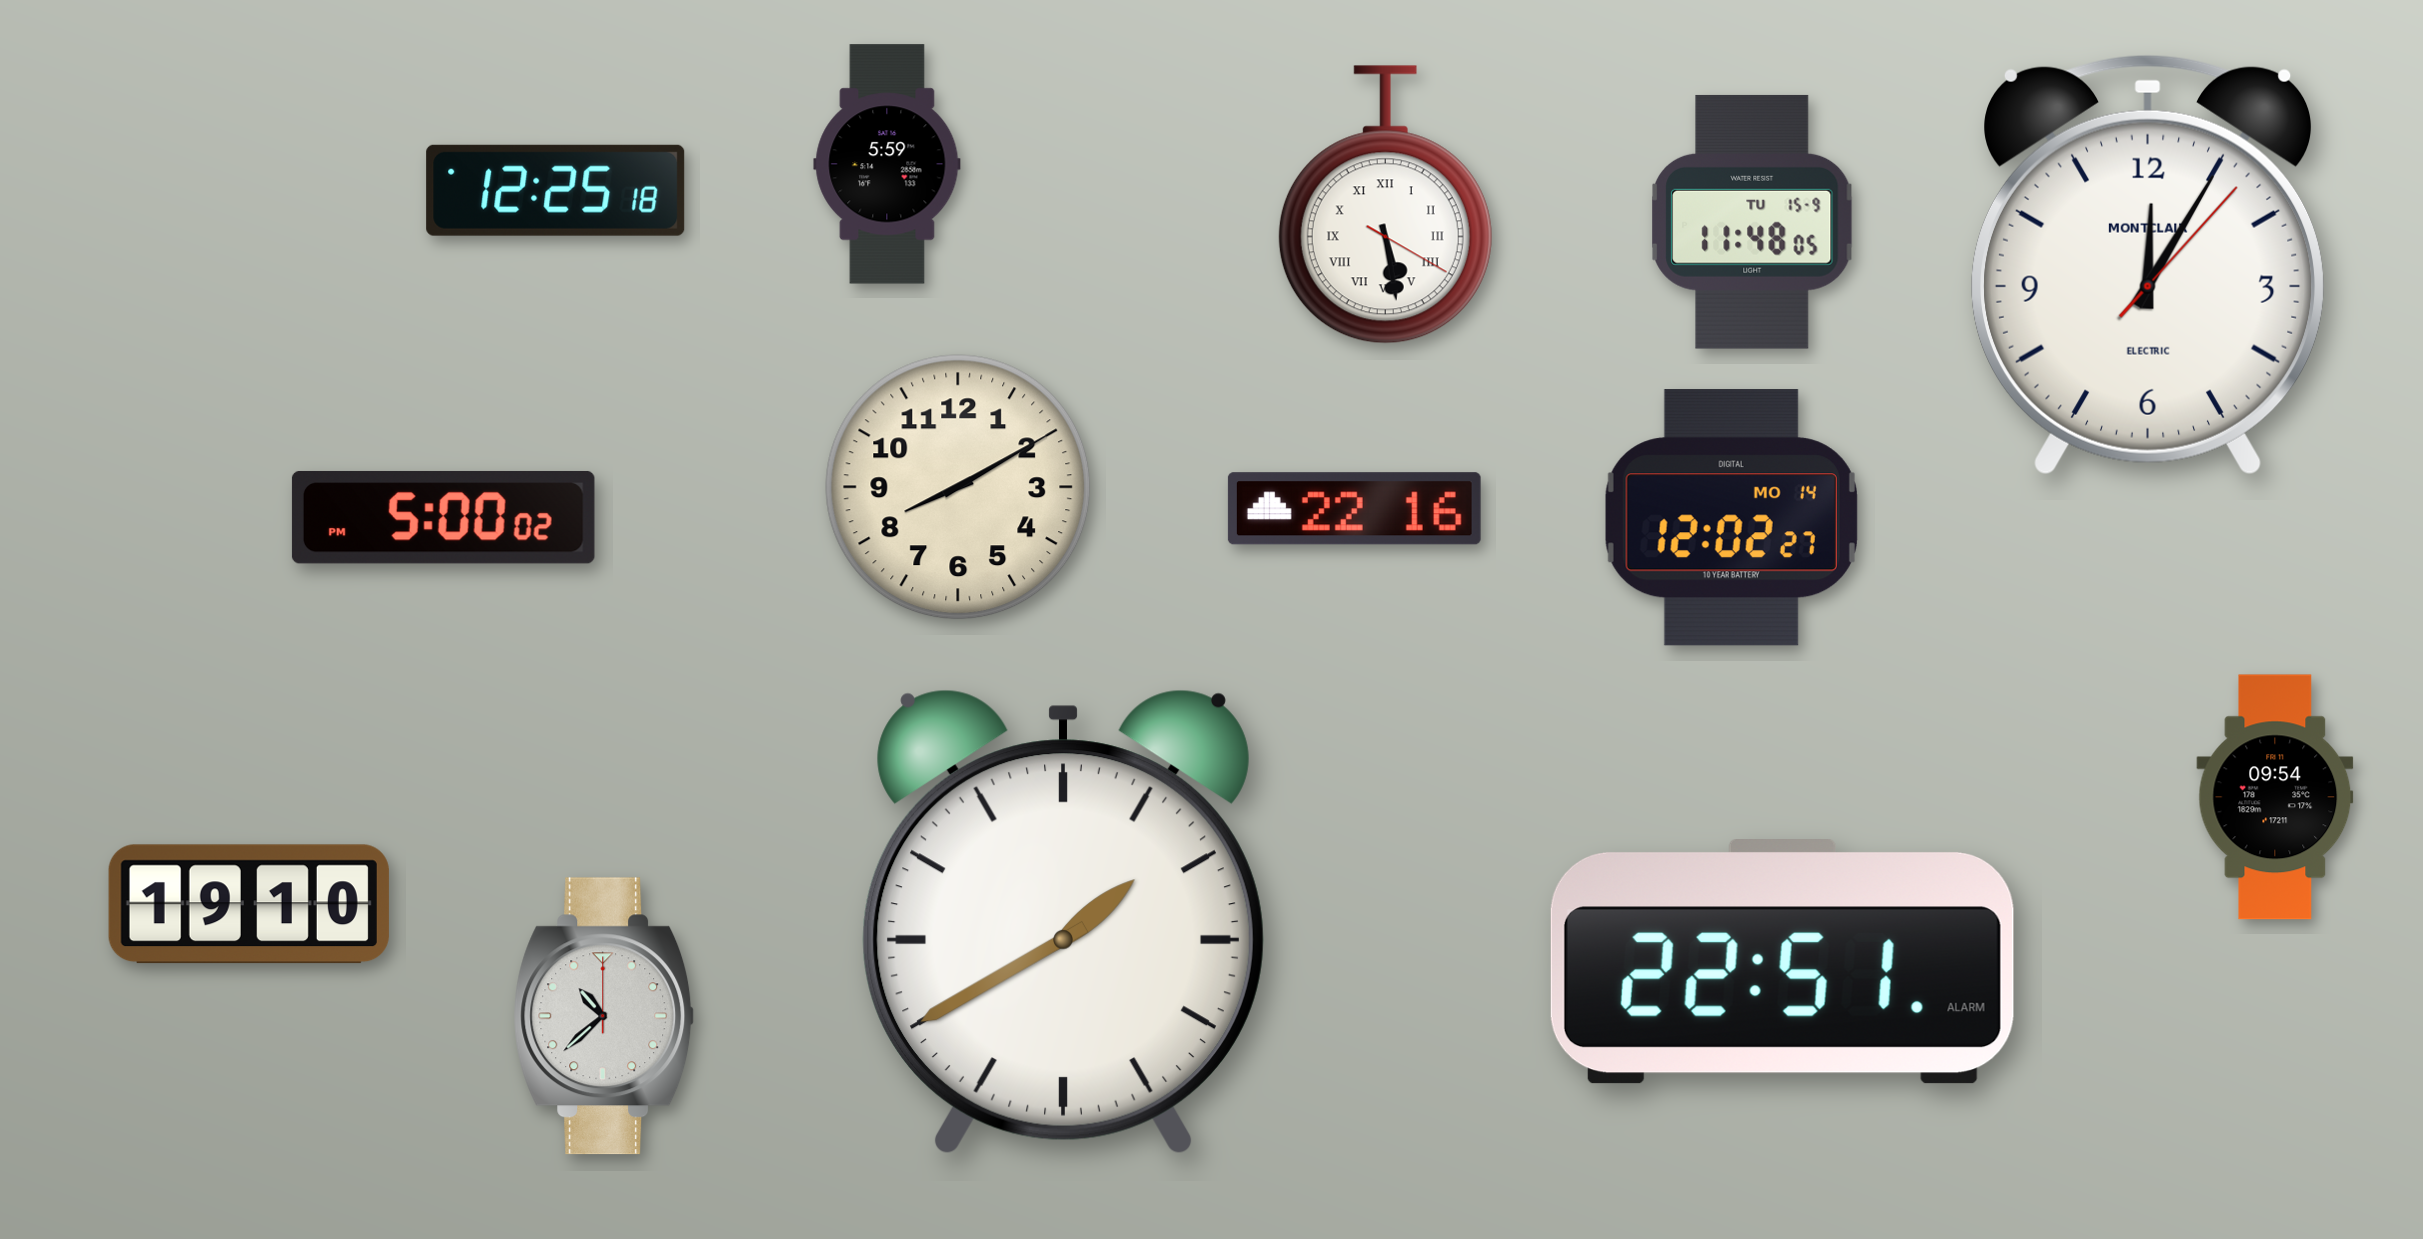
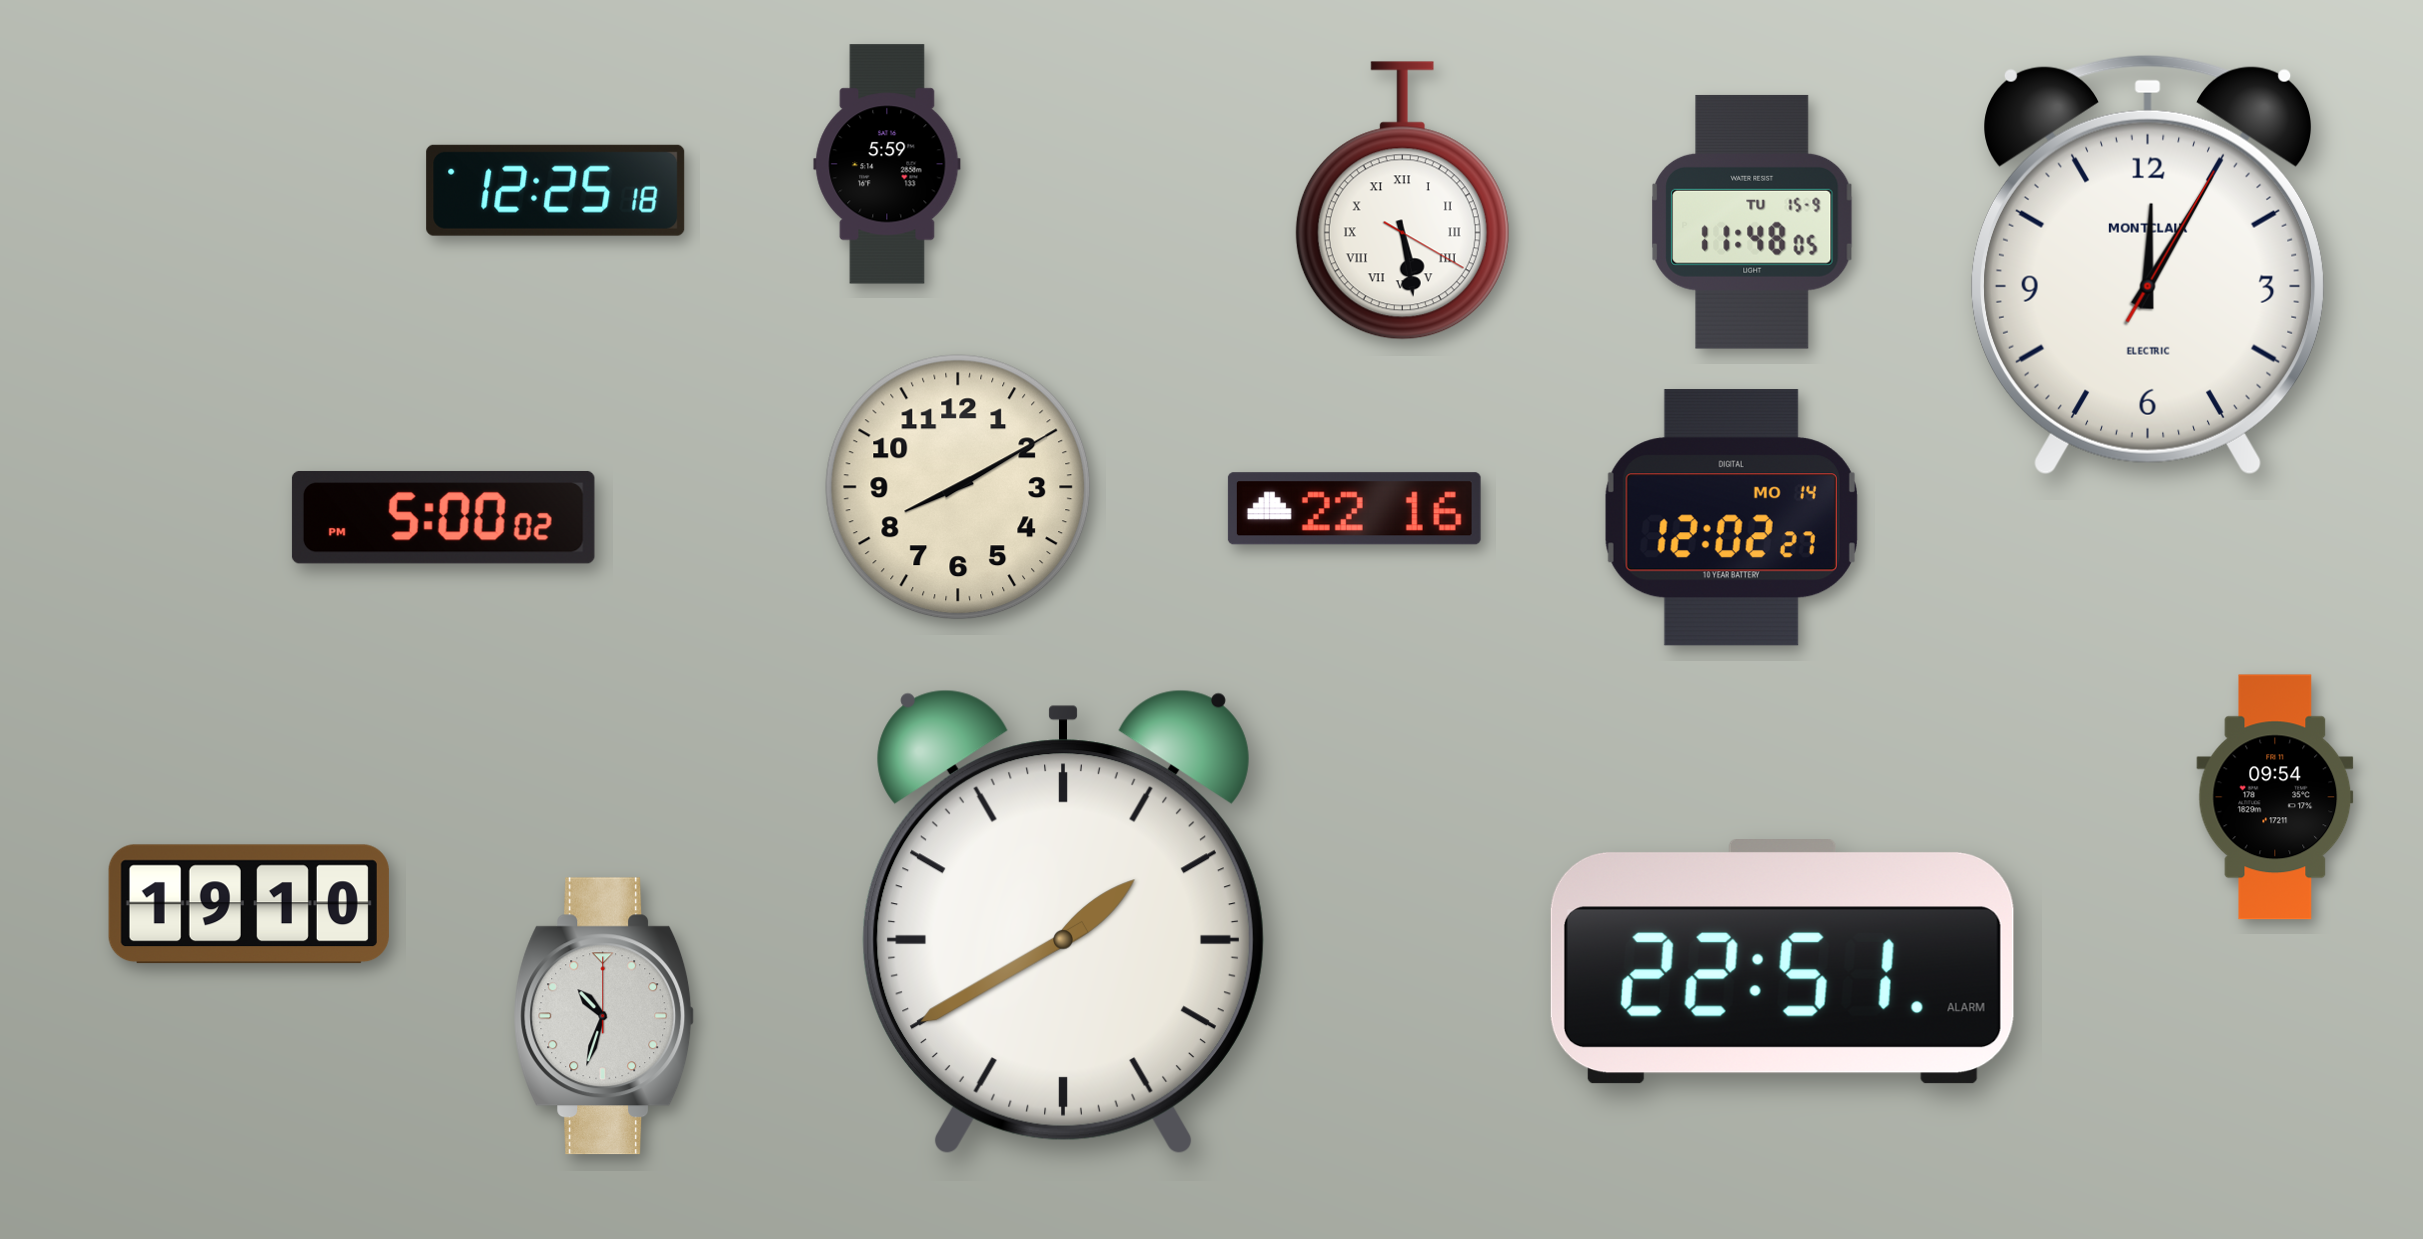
clock at (1385, 205) position: (1385, 205) -> (1402, 201)
clock at (2148, 265): 12:05:07 -> 12:05:05
clock at (604, 1016): 10:38 -> 10:33
